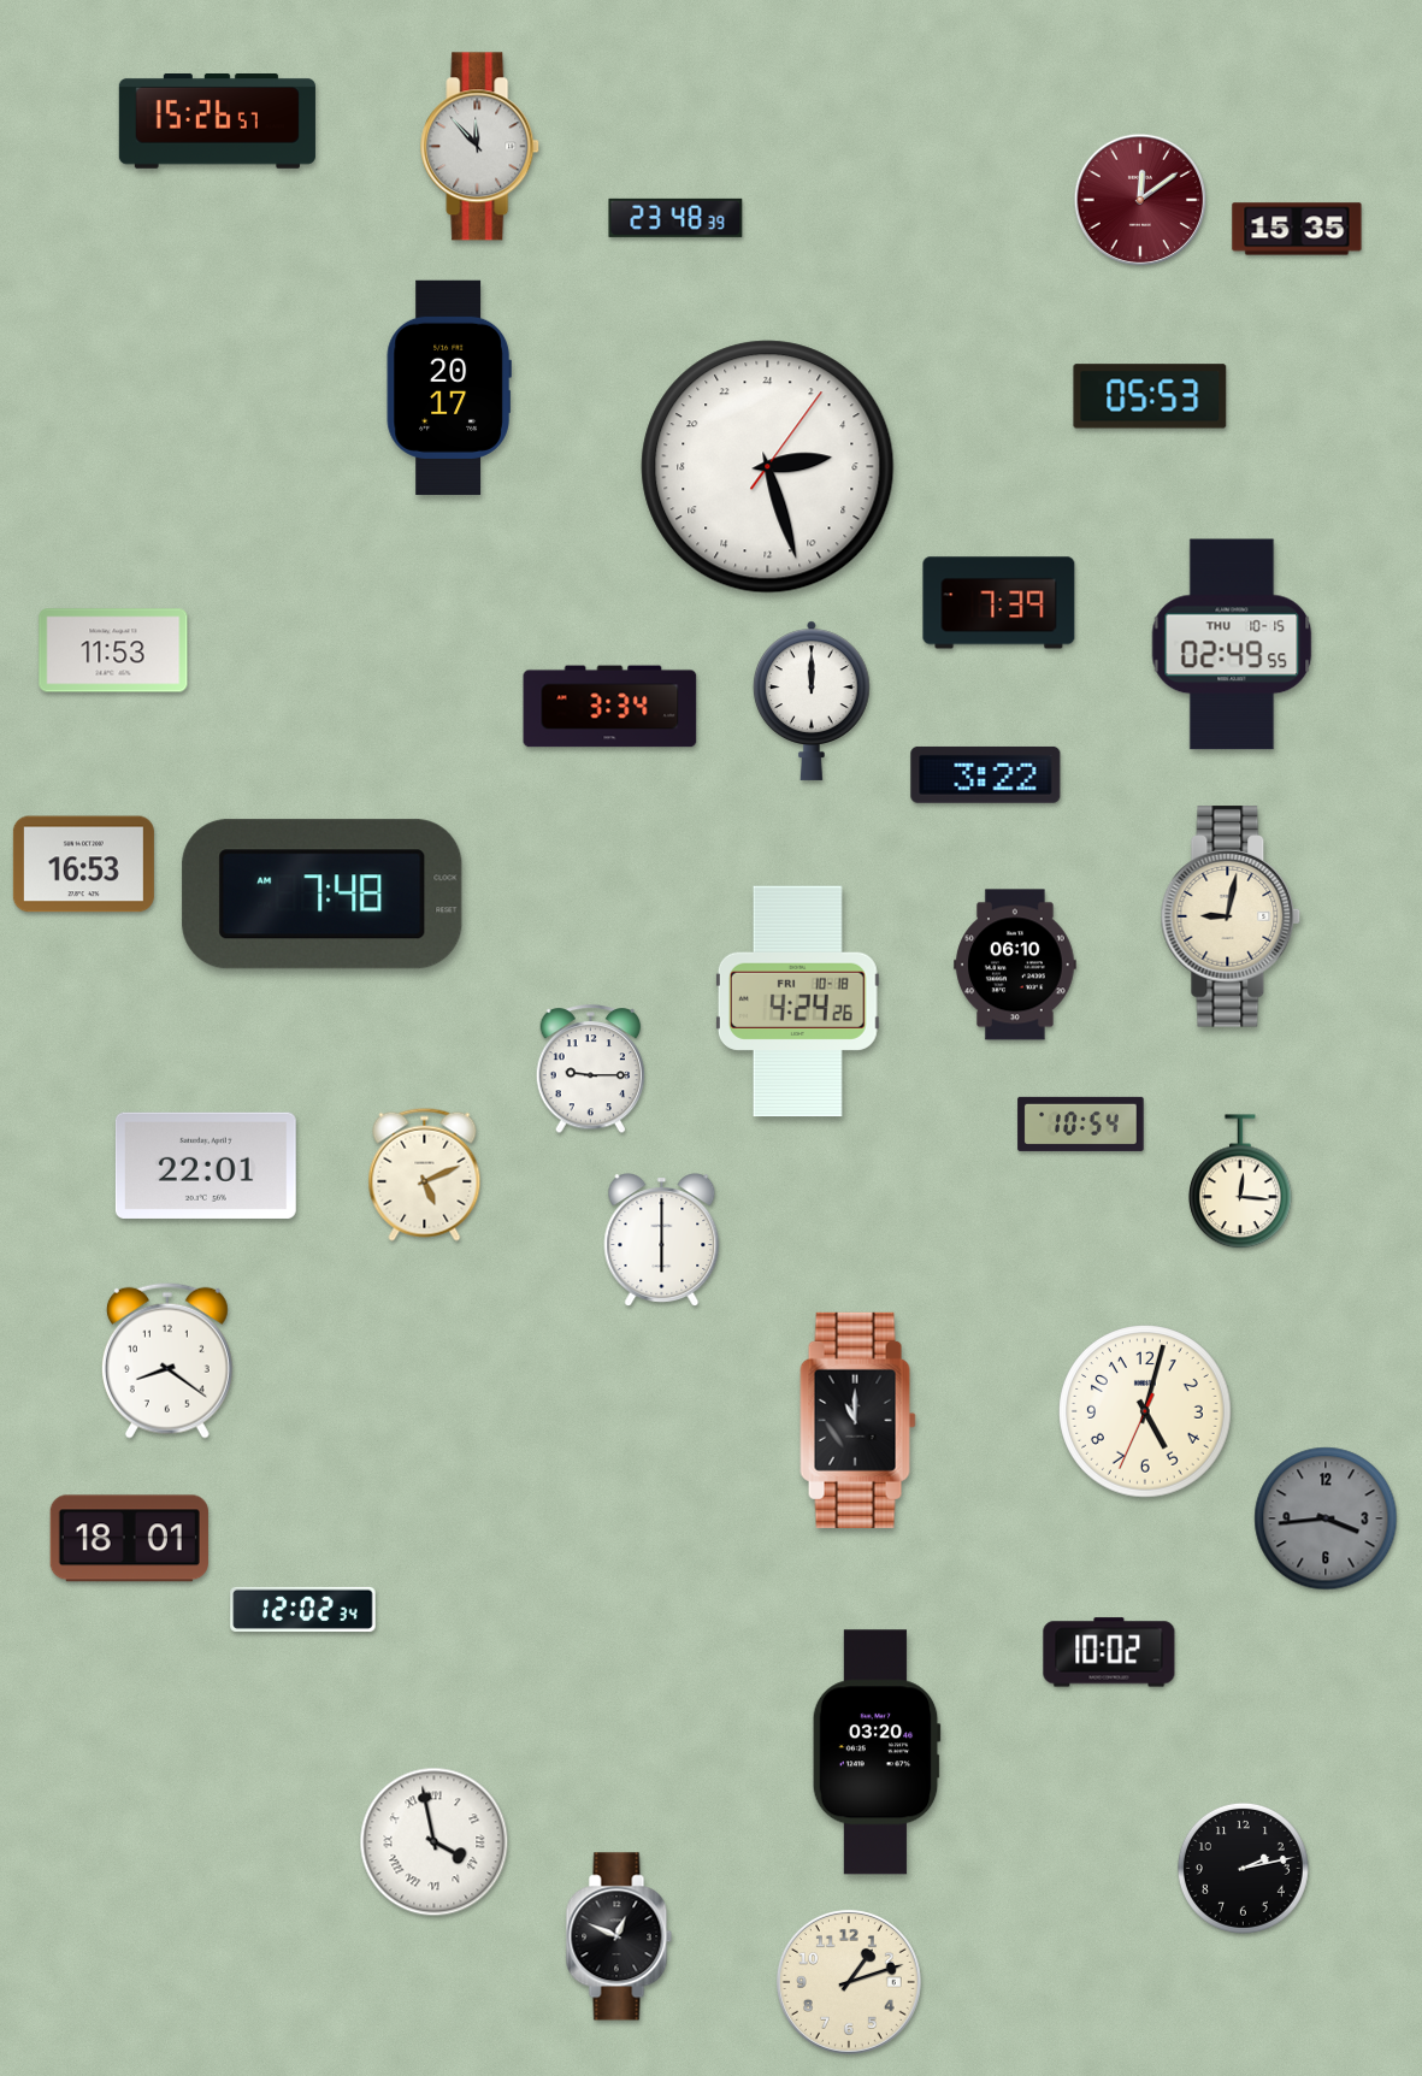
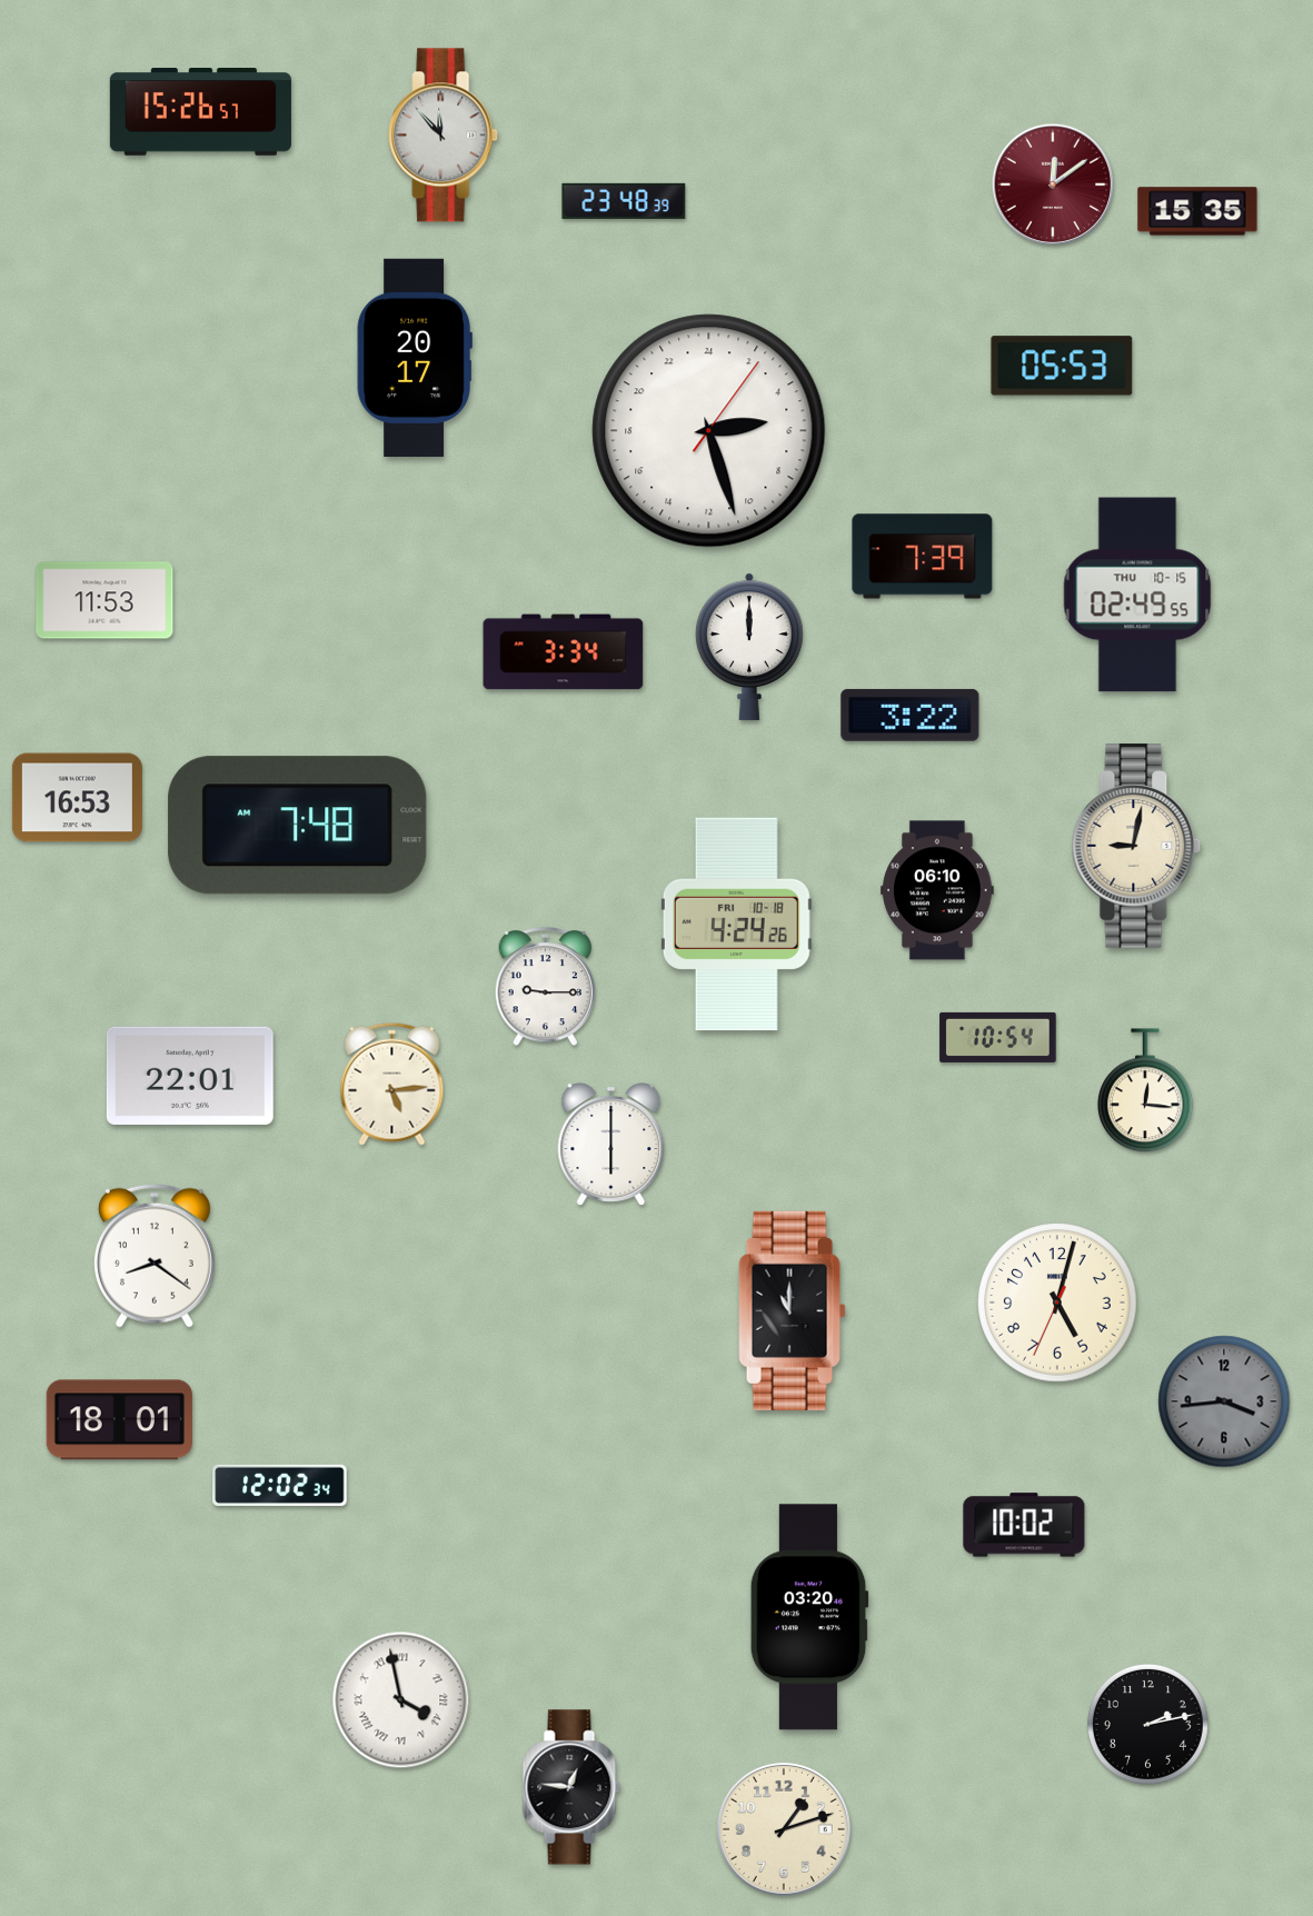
clock at (425, 1174): 5:11 -> 5:14
clock at (619, 1936): 12:49 -> 12:46
